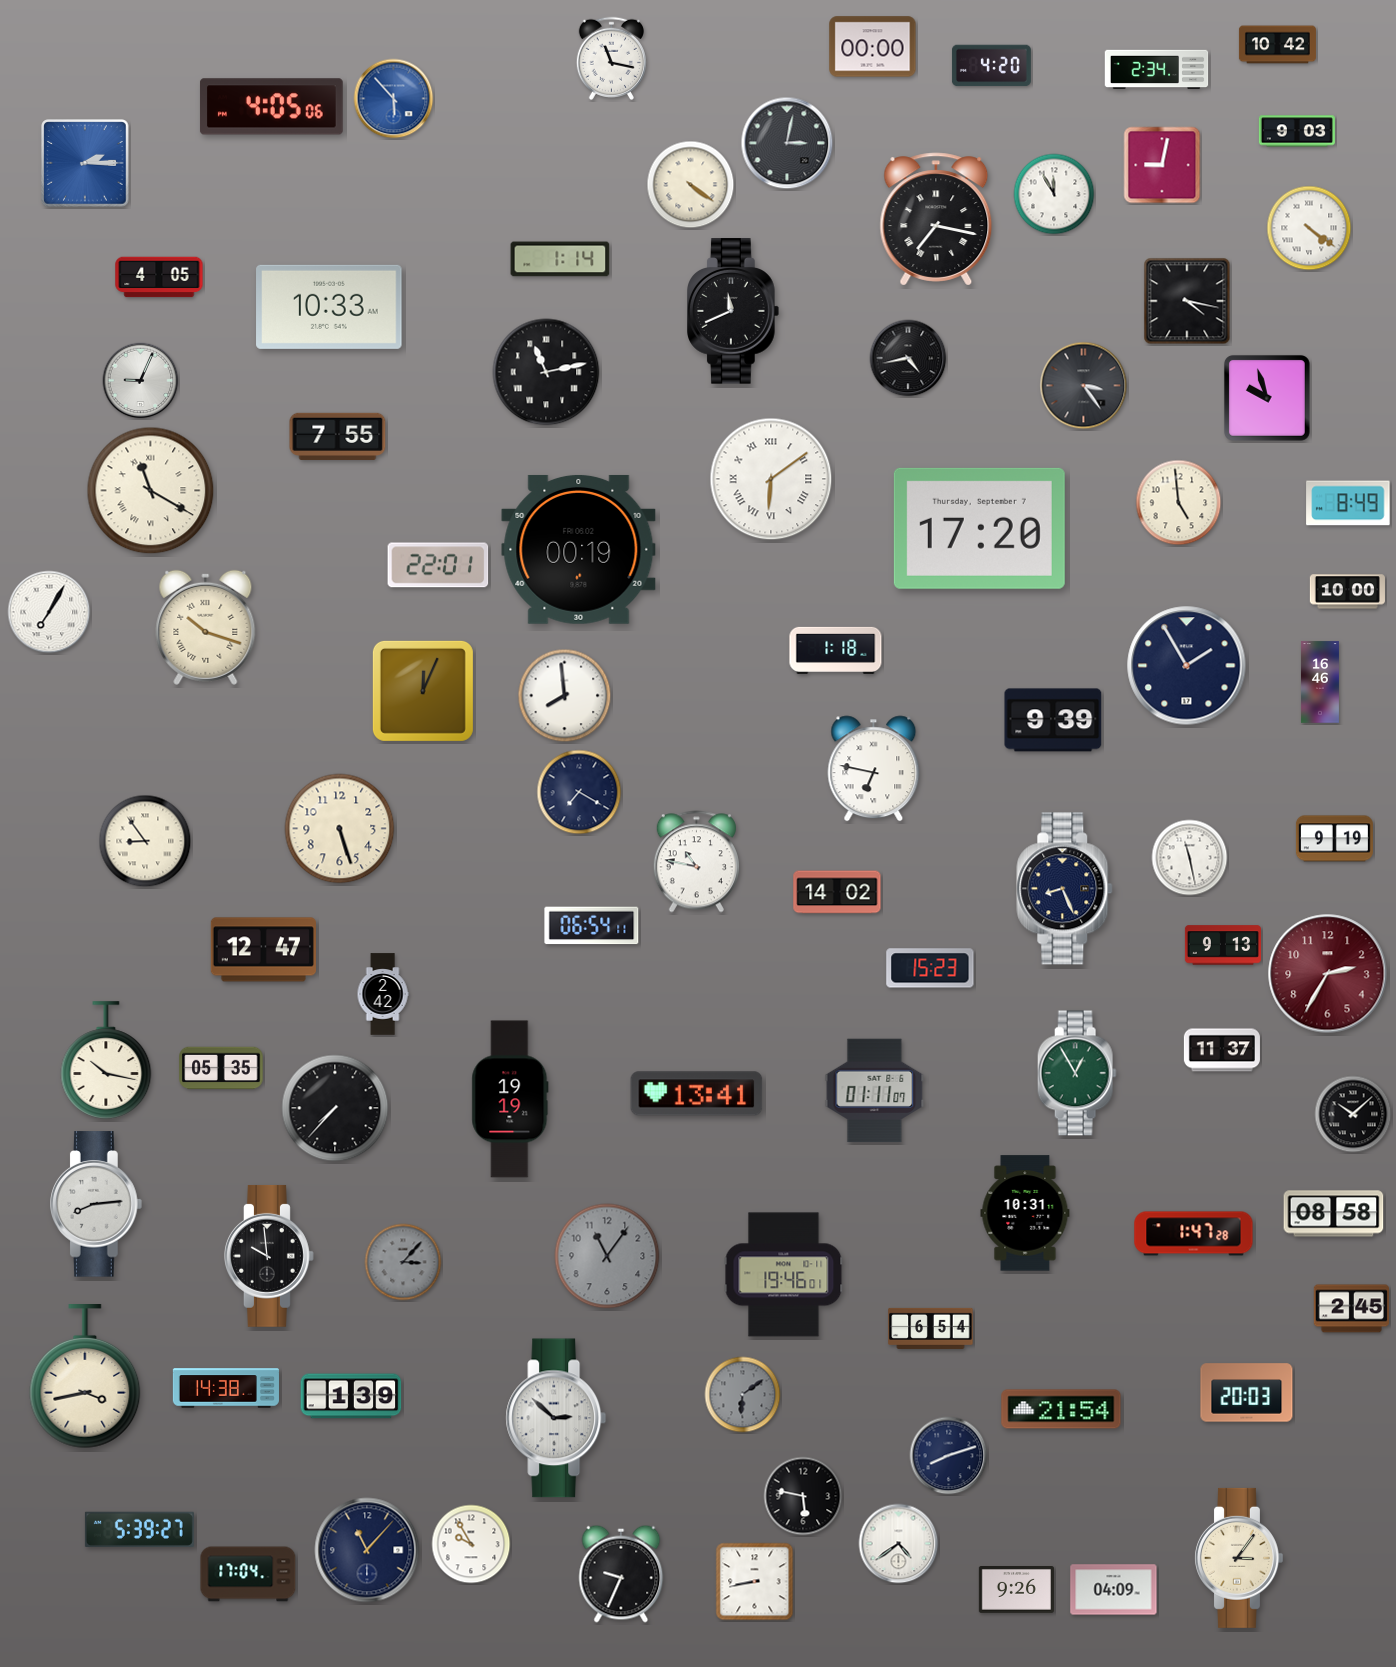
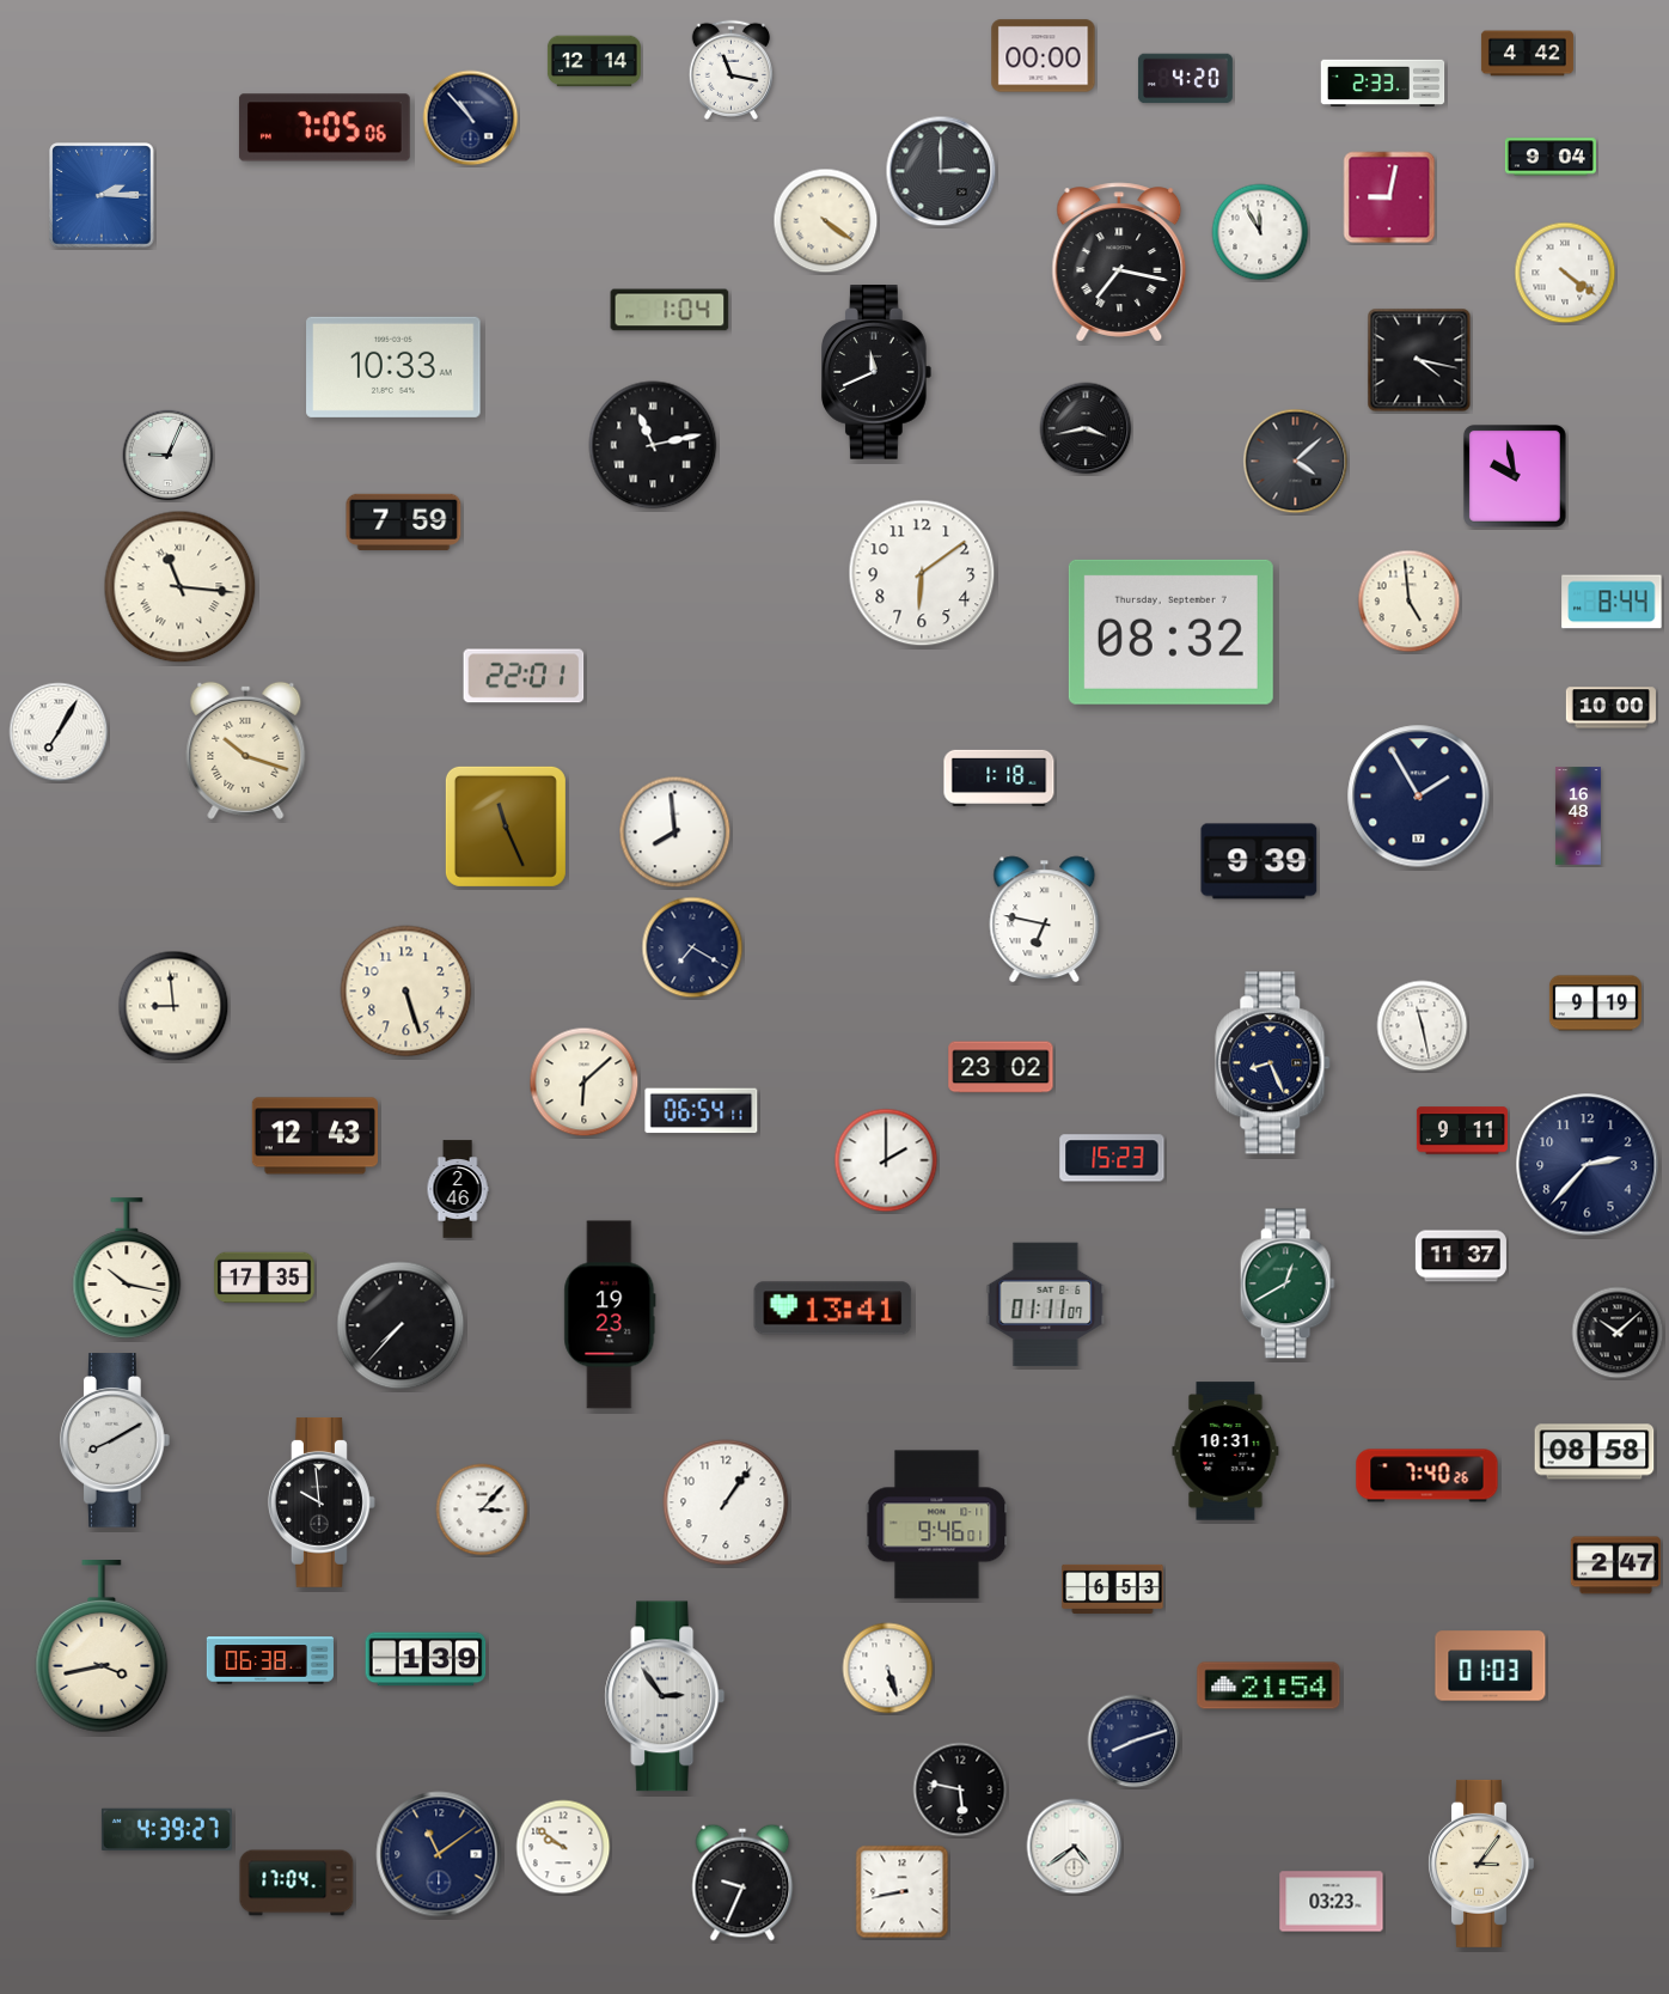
clock at (1277, 45): 10:42 -> 4:42
clock at (594, 61): none -> 12:14
clock at (1157, 70): 2:34 -> 2:33
clock at (394, 99): 5:53 -> 10:53
clock at (394, 99) dial: blue -> navy
clock at (271, 107): 4:05 -> 7:05
clock at (1297, 131): 9:03 -> 9:04
clock at (787, 143): 3:02 -> 3:00
clock at (560, 259): 1:14 -> 1:04
clock at (159, 277): 4:05 -> none
clock at (908, 358): 4:43 -> 3:43
clock at (1084, 386): 3:24 -> 4:08
clock at (1267, 398): 9:57 -> 9:58
clock at (338, 436): 7:55 -> 7:59
clock at (771, 479) numerals: Roman -> Arabic
clock at (151, 491): 11:20 -> 11:16
clock at (1348, 503): 8:49 -> 8:44
clock at (979, 528): 17:20 -> 08:32
clock at (579, 549): 00:19 -> none
clock at (1320, 682): 16:46 -> 16:48
clock at (423, 691): 12:04 -> 11:26
clock at (145, 841): 8:54 -> 8:59
clock at (696, 862): 10:47 -> none
clock at (837, 892): 14:02 -> 23:02
clock at (585, 1083): none -> 6:08
clock at (592, 926) position: (592, 926) -> (702, 1111)
clock at (1223, 945): 9:13 -> 9:11
clock at (263, 950): 12:47 -> 12:43
clock at (886, 1160): none -> 2:00
clock at (1328, 974): 2:35 -> 2:37
clock at (1328, 974) dial: burgundy -> navy
clock at (383, 994): 2:42 -> 2:46
clock at (221, 1068): 05:35 -> 17:35
clock at (1077, 1073): 12:55 -> 12:40
clock at (510, 1099): 19:19 -> 19:23
clock at (97, 1204): 8:14 -> 8:10
clock at (1194, 1234): 1:47 -> 7:40
clock at (607, 1256): 11:06 -> 1:06
clock at (607, 1256) dial: grey -> white
clock at (403, 1262) dial: grey -> white
clock at (784, 1275): 19:46 -> 9:46
clock at (1351, 1309): 2:45 -> 2:47
clock at (931, 1328): 6:54 -> 6:53
clock at (226, 1388): 14:38 -> 06:38
clock at (1247, 1393): 20:03 -> 01:03
clock at (743, 1395): 6:09 -> 5:27
clock at (743, 1395) dial: grey -> white
clock at (351, 1396) position: (351, 1396) -> (426, 1659)
clock at (556, 1418): 2:52 -> 2:54
clock at (139, 1529): 5:39 -> 4:39
clock at (471, 1544): 9:55 -> 9:51
clock at (367, 1550): 11:07 -> 11:09
clock at (1016, 1590): 9:26 -> none
clock at (1114, 1590): 04:09 -> 03:23
